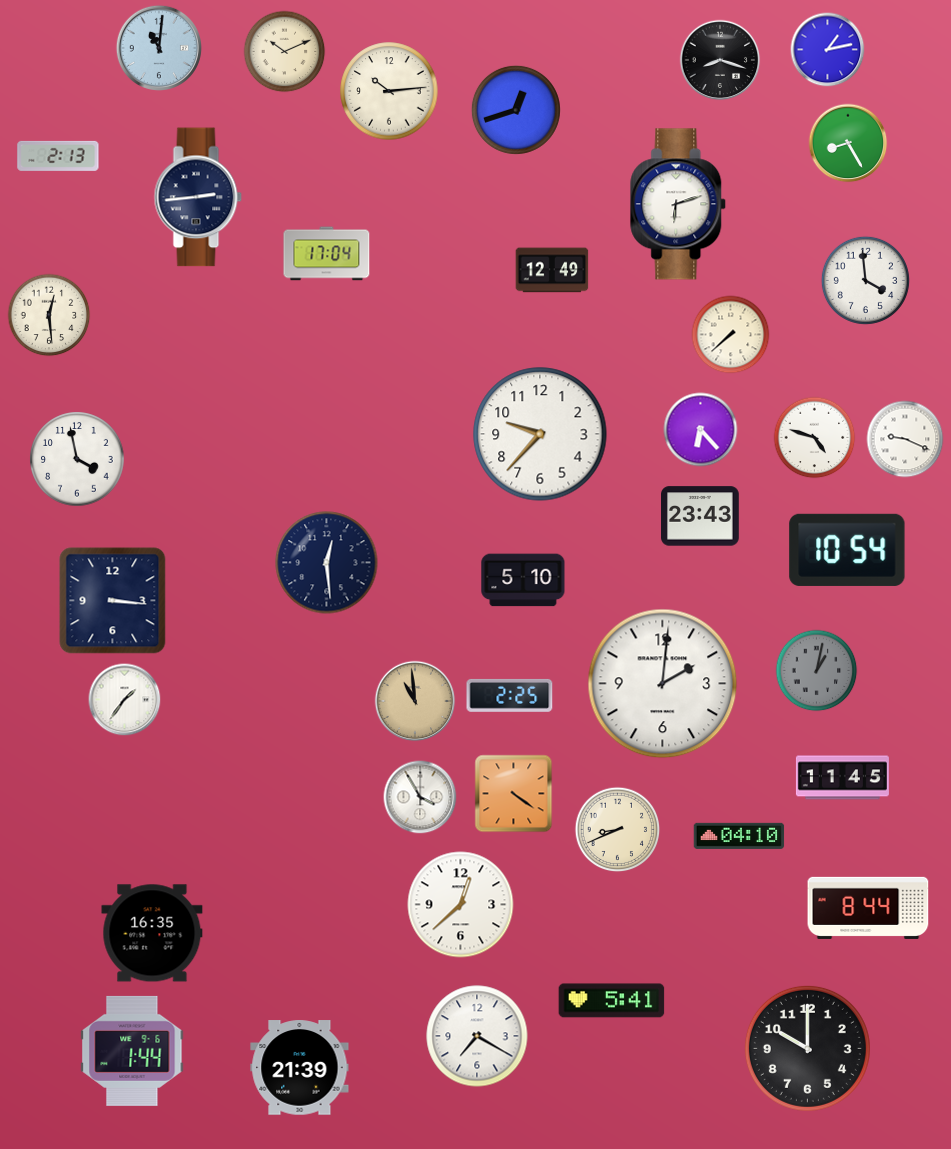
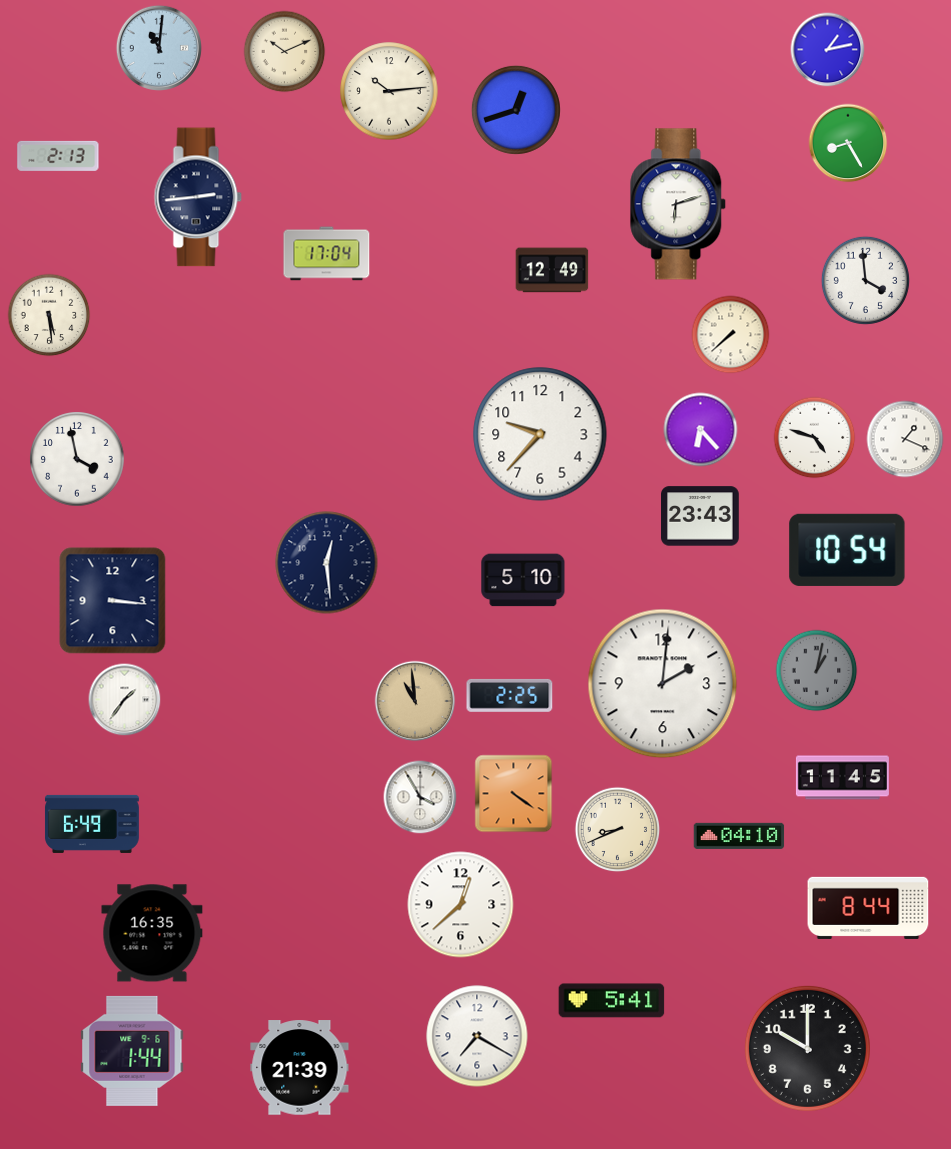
clock at (720, 60): 8:18 -> none
clock at (49, 315): 12:29 -> 5:29
clock at (905, 439): 9:19 -> 1:19
clock at (92, 824): none -> 6:49
